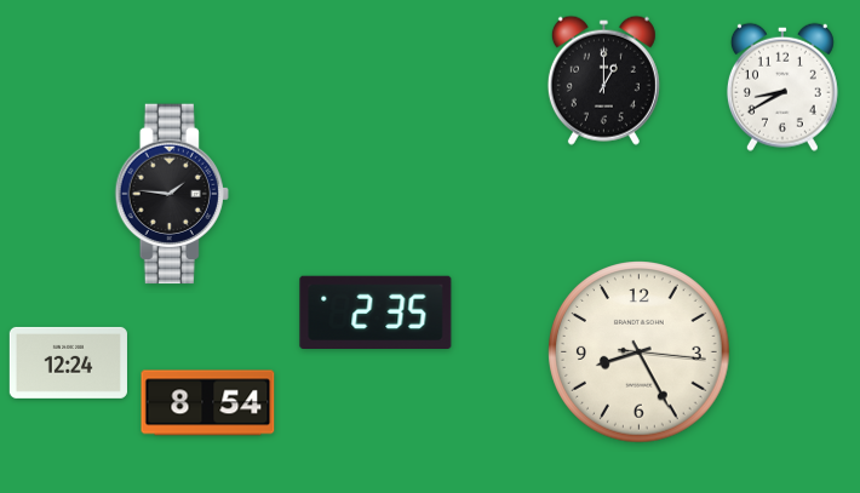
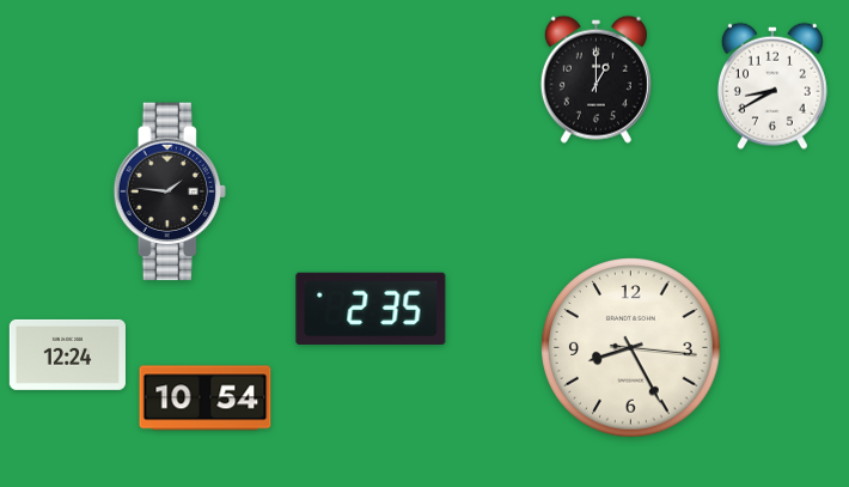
clock at (68, 362) position: (68, 362) -> (67, 354)
clock at (208, 403): 8:54 -> 10:54
